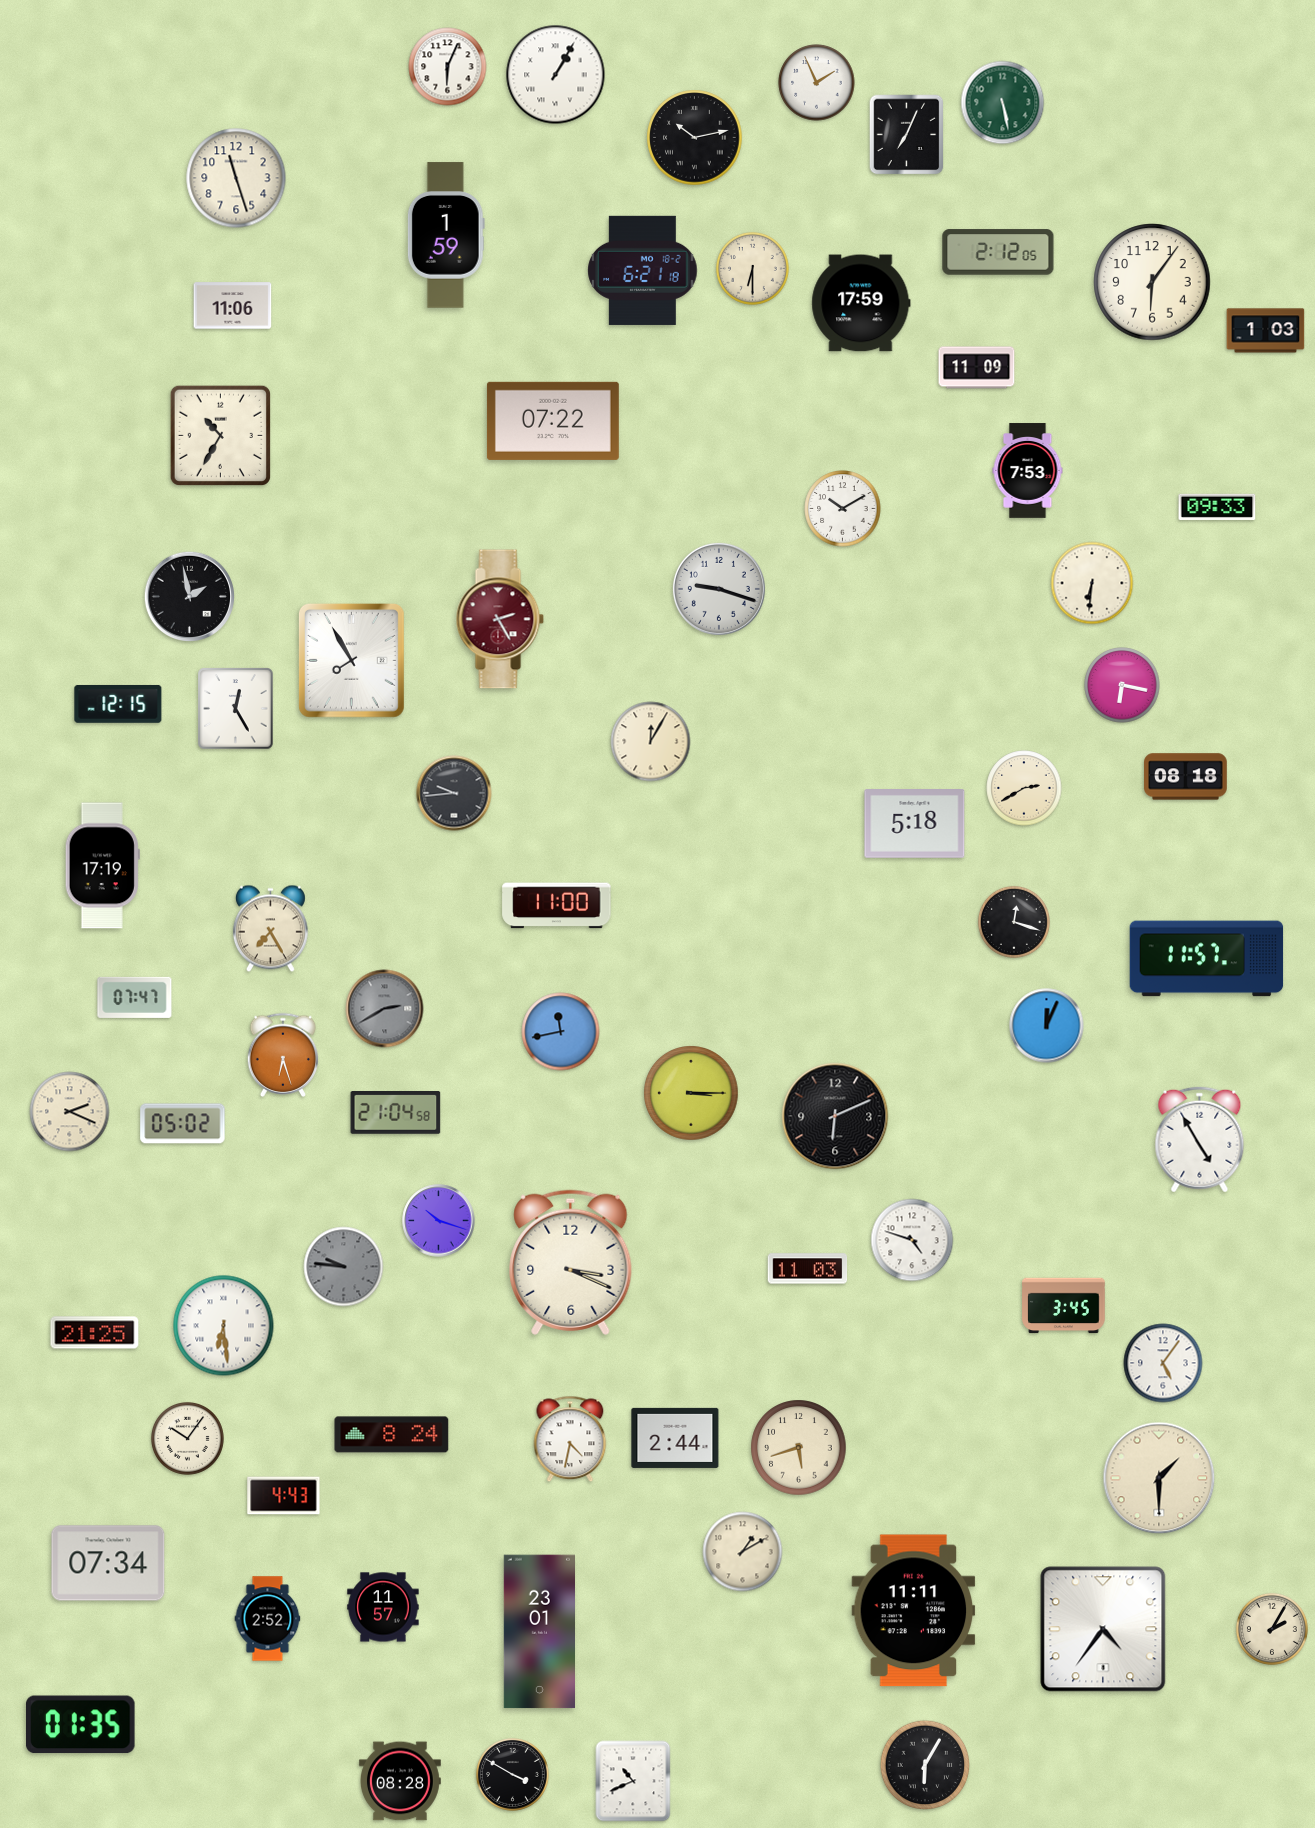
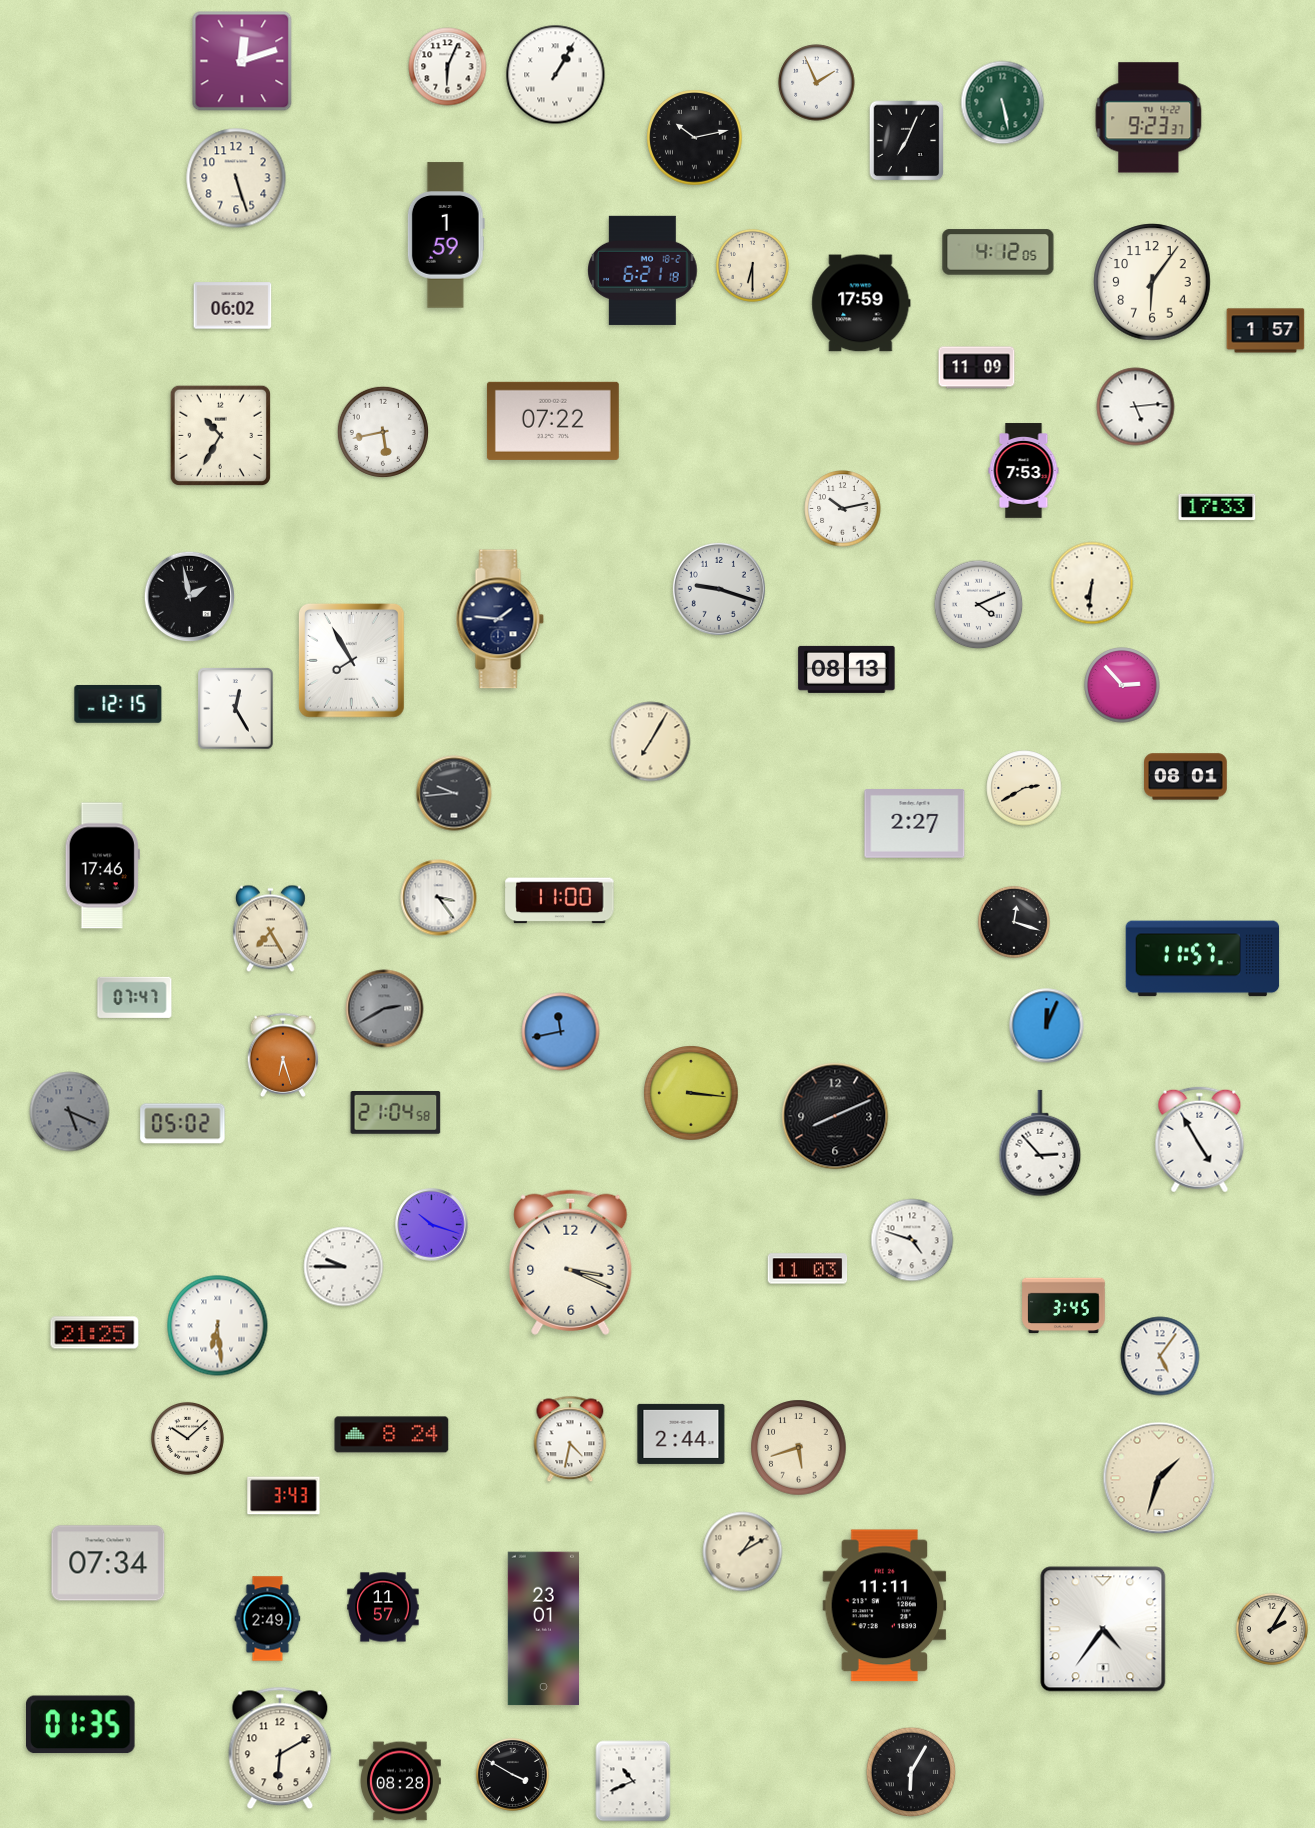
clock at (242, 61): none -> 12:12
clock at (1149, 118): none -> 9:23
clock at (907, 135) position: (907, 135) -> (907, 141)
clock at (236, 178): 11:27 -> 5:27
clock at (998, 252): 2:12 -> 4:12
clock at (752, 268) position: (752, 268) -> (752, 265)
clock at (233, 306): 11:06 -> 06:02
clock at (1266, 331): 1:03 -> 1:57
clock at (1136, 407): none -> 5:14
clock at (383, 432): none -> 5:43
clock at (1028, 471) position: (1028, 471) -> (1024, 471)
clock at (1217, 507): 09:33 -> 17:33
clock at (843, 509): 10:10 -> 10:13
clock at (979, 605): none -> 4:11
clock at (500, 619): 2:25 -> 1:46
clock at (500, 619) dial: burgundy -> navy
clock at (847, 669): none -> 08:13
clock at (1122, 685): 6:17 -> 2:53
clock at (651, 742): 12:05 -> 7:05
clock at (1186, 777): 08:18 -> 08:01
clock at (915, 824): 5:18 -> 2:27
clock at (102, 866): 17:19 -> 17:46
clock at (439, 898): none -> 3:24
clock at (557, 906) position: (557, 906) -> (560, 901)
clock at (1207, 959) position: (1207, 959) -> (1203, 959)
clock at (691, 1093): 3:15 -> 3:16
clock at (70, 1112): 2:19 -> 5:19
clock at (70, 1112) dial: cream -> grey
clock at (835, 1116): 6:11 -> 8:11
clock at (1040, 1143): none -> 2:53
clock at (439, 1221) position: (439, 1221) -> (432, 1225)
clock at (344, 1267): 9:46 -> 9:45
clock at (344, 1267) dial: grey -> white
clock at (224, 1326) position: (224, 1326) -> (218, 1326)
clock at (1163, 1363) position: (1163, 1363) -> (1160, 1356)
clock at (187, 1438): 10:06 -> 10:08
clock at (675, 1438) position: (675, 1438) -> (681, 1434)
clock at (1159, 1478): 1:30 -> 1:33
clock at (284, 1496): 4:43 -> 3:43
clock at (914, 1611) position: (914, 1611) -> (885, 1606)
clock at (268, 1619): 2:52 -> 2:49
clock at (539, 1632) position: (539, 1632) -> (543, 1629)
clock at (280, 1748): none -> 6:10
clock at (925, 1765) position: (925, 1765) -> (911, 1772)
